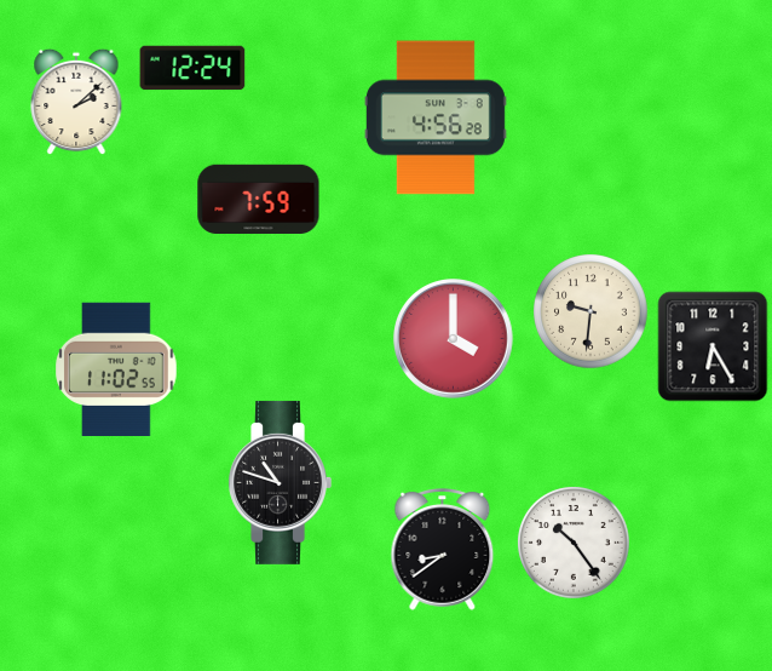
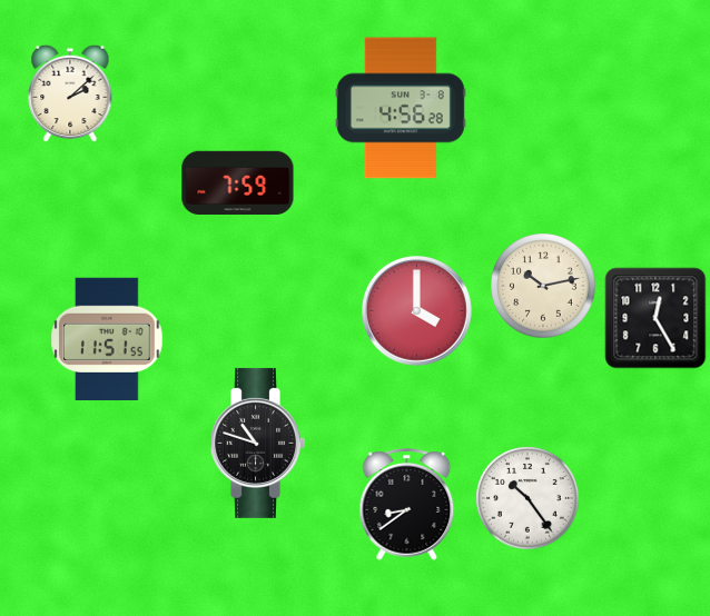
clock at (192, 68): 12:24 -> none
clock at (590, 311): 9:31 -> 10:13
clock at (713, 346): 6:25 -> 12:25
clock at (116, 368): 11:02 -> 11:51
